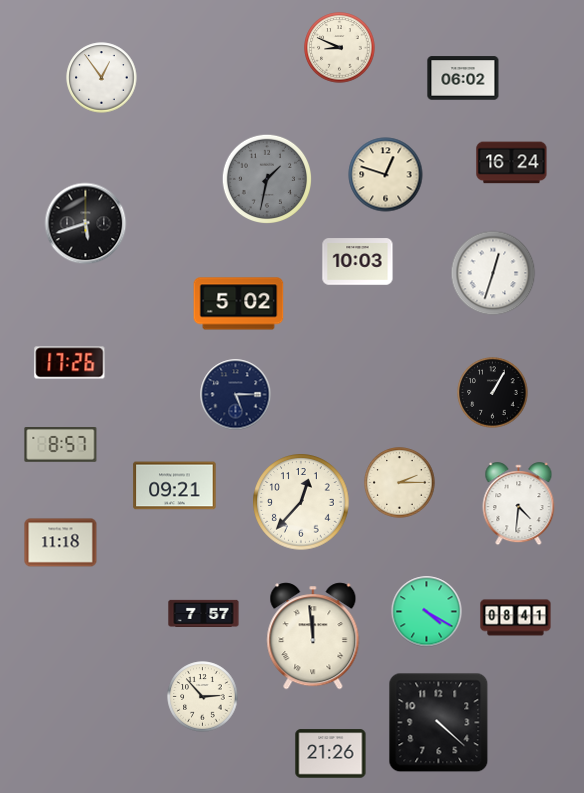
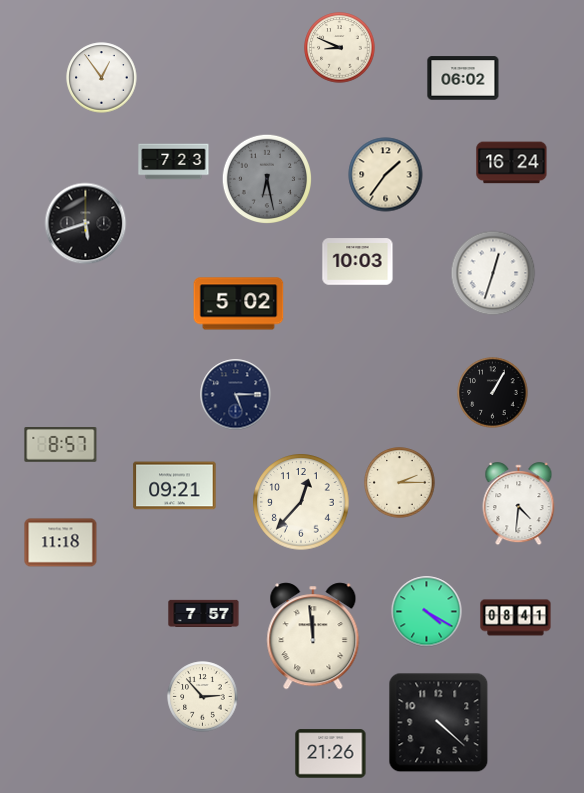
clock at (174, 162): none -> 7:23
clock at (386, 175): 12:48 -> 1:36
clock at (267, 179): 1:32 -> 6:28
clock at (70, 363): 17:26 -> none
